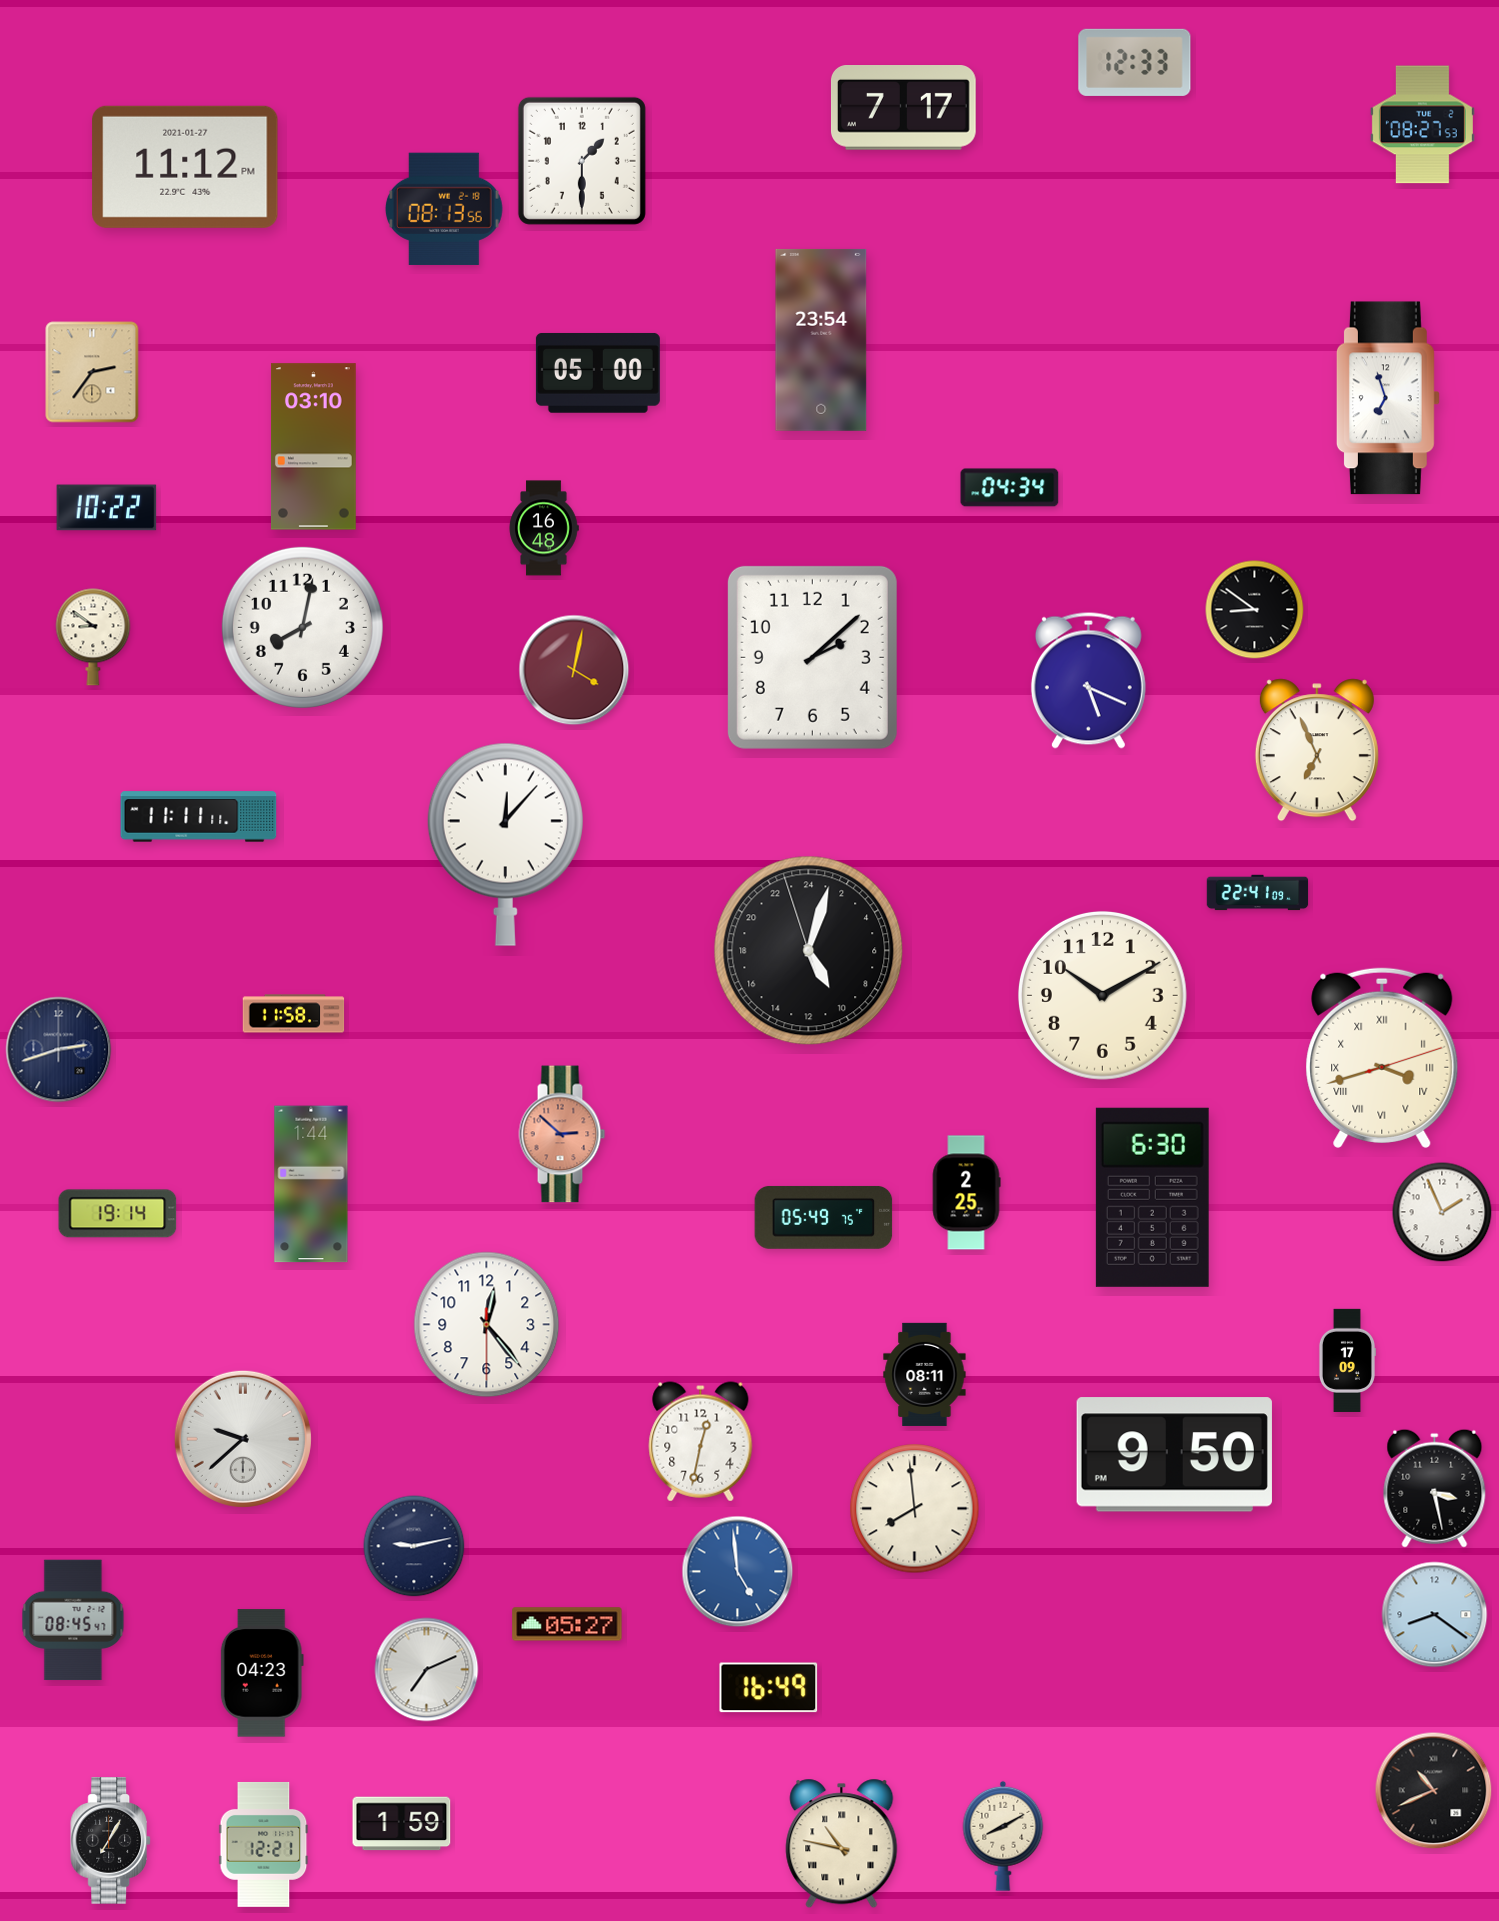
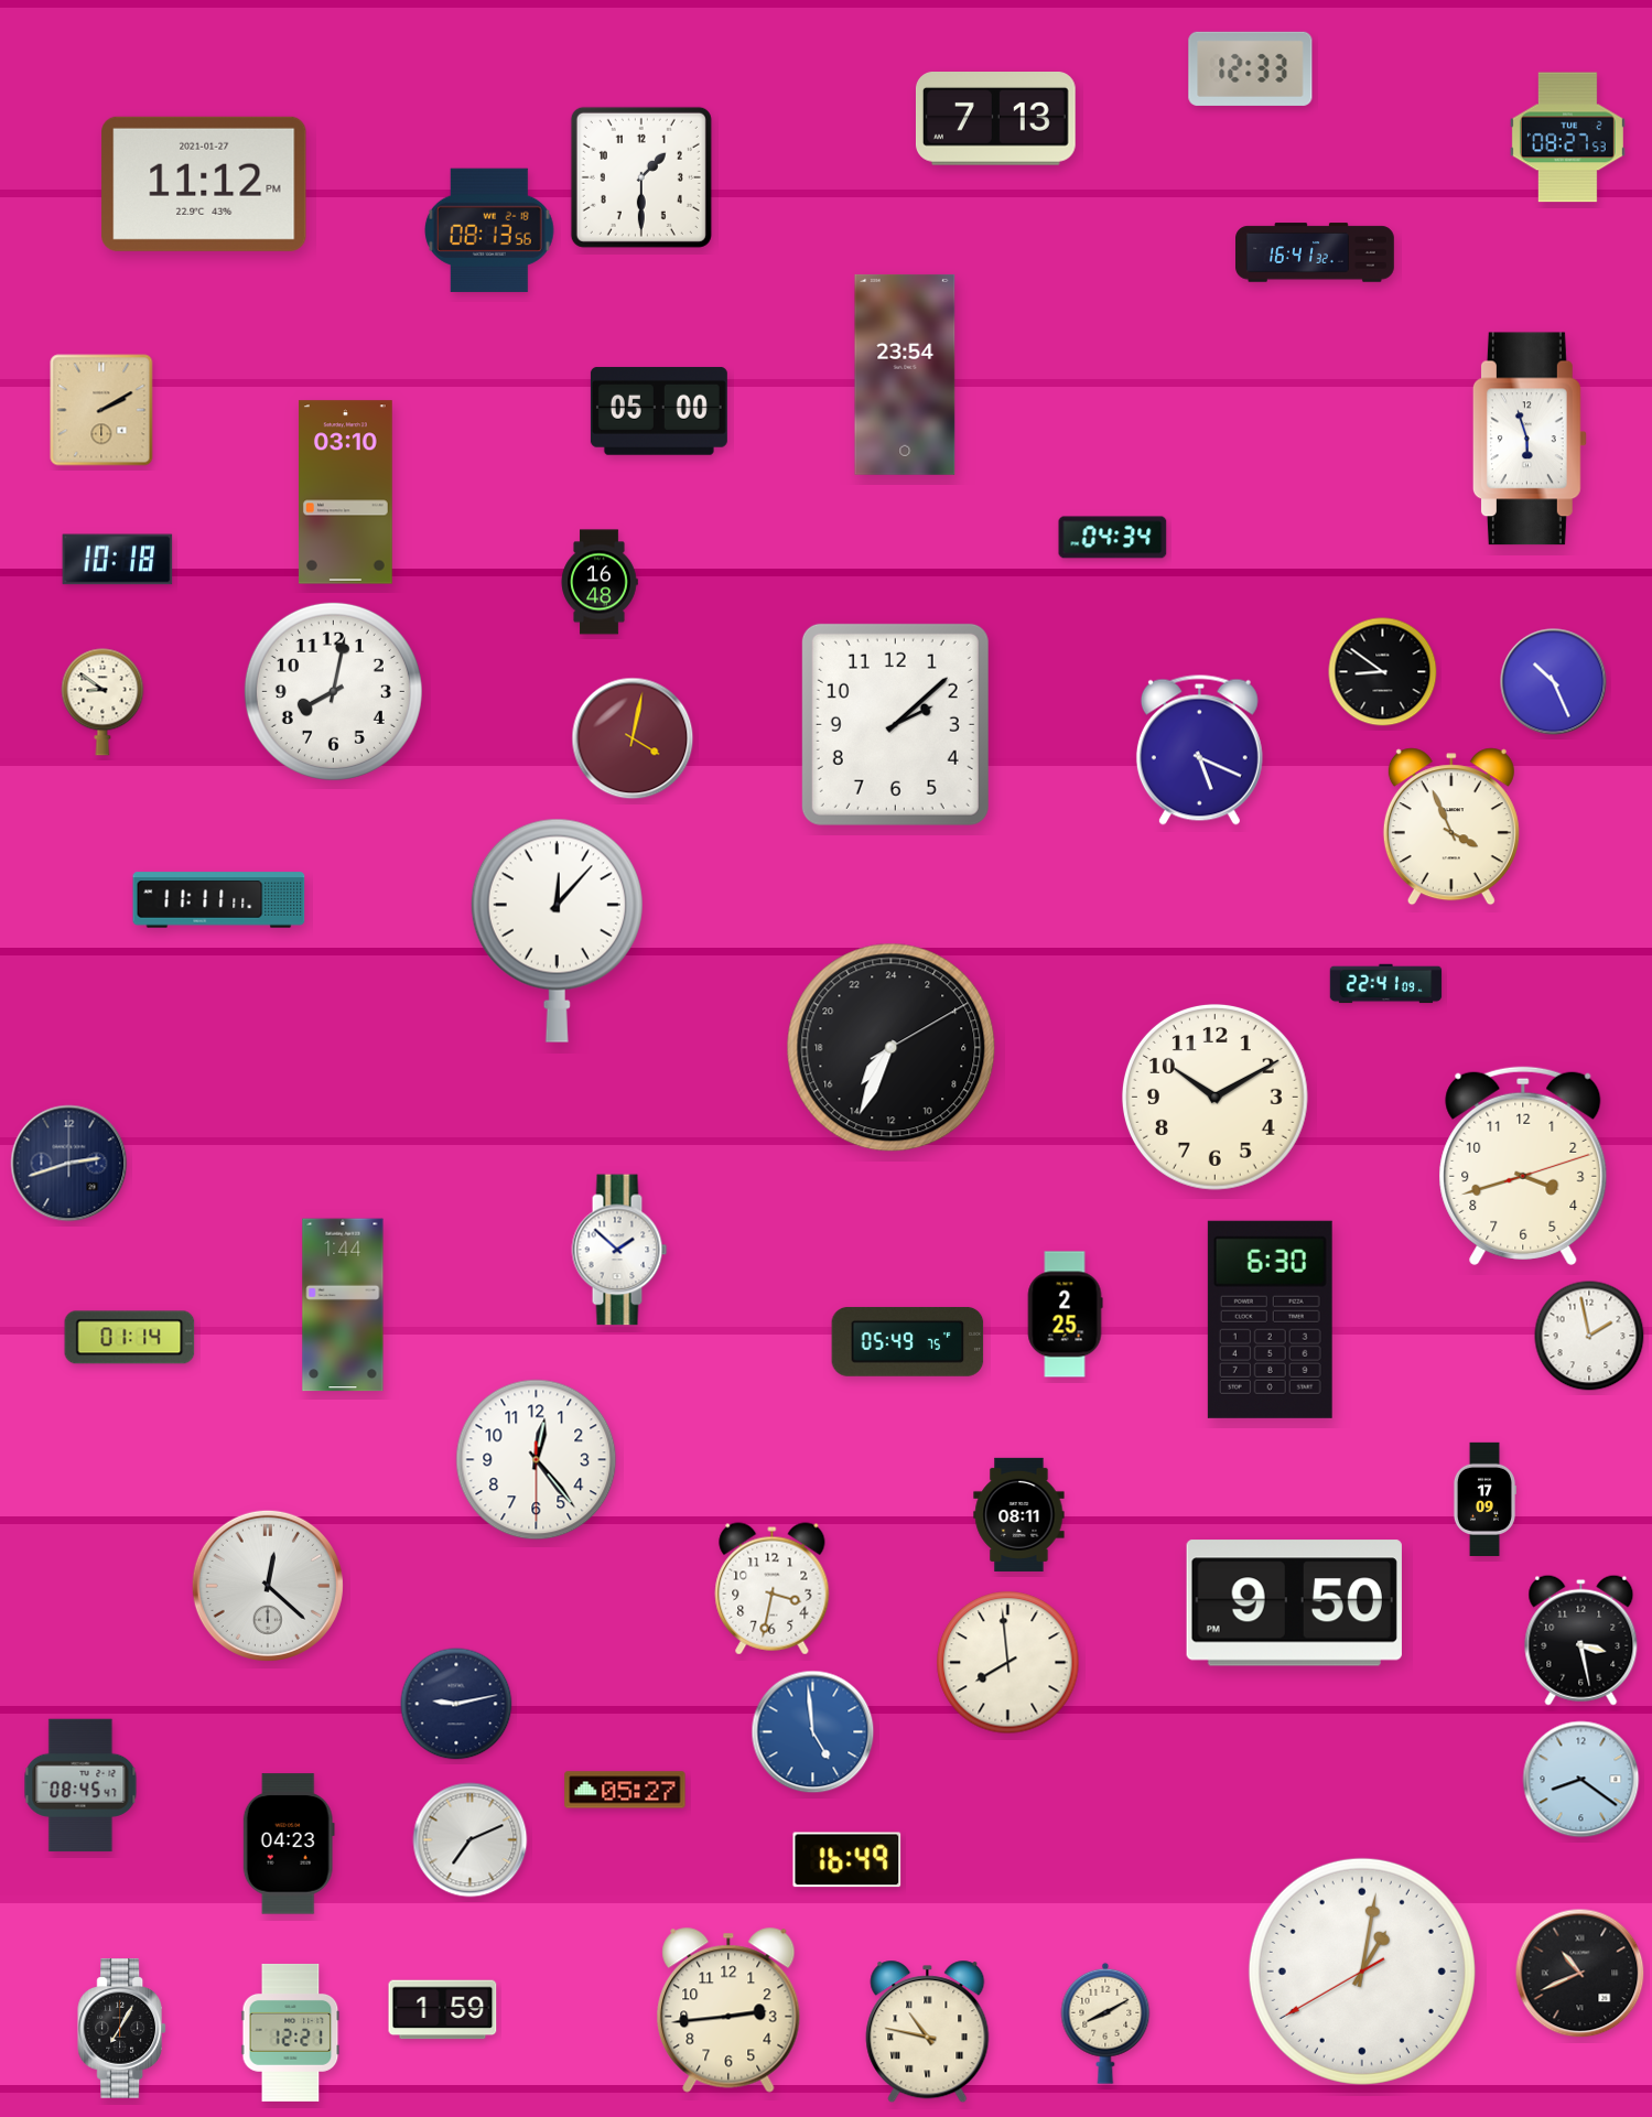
clock at (903, 108): 7:17 -> 7:13
clock at (1316, 252): none -> 16:41
clock at (92, 372): 2:36 -> 2:10
clock at (1388, 398): 6:57 -> 5:57
clock at (107, 508): 10:22 -> 10:18
clock at (1554, 682): none -> 10:26
clock at (1317, 750): 6:56 -> 3:56
clock at (809, 951): 10:02 -> 14:34
clock at (294, 1014): 11:58 -> none
clock at (59, 1050) position: (59, 1050) -> (69, 1164)
clock at (1382, 1058) numerals: Roman -> Arabic
clock at (562, 1134): 2:52 -> 1:52
clock at (562, 1134) dial: salmon -> white
clock at (1442, 1212): 1:56 -> 1:58
clock at (118, 1214): 19:14 -> 01:14
clock at (243, 1439): 9:38 -> 12:22
clock at (701, 1442): 12:32 -> 3:32
clock at (1362, 1972): none -> 1:01
clock at (728, 2010): none -> 2:44
